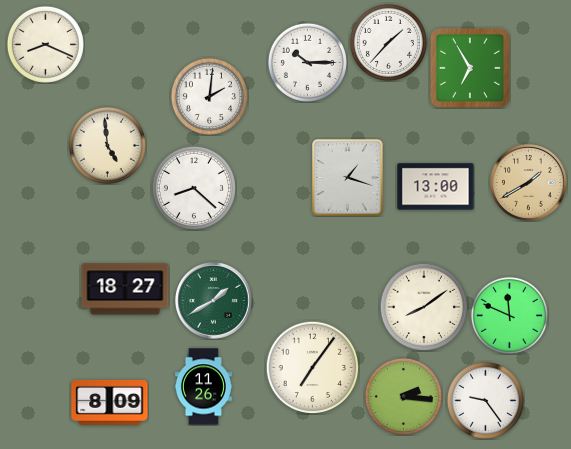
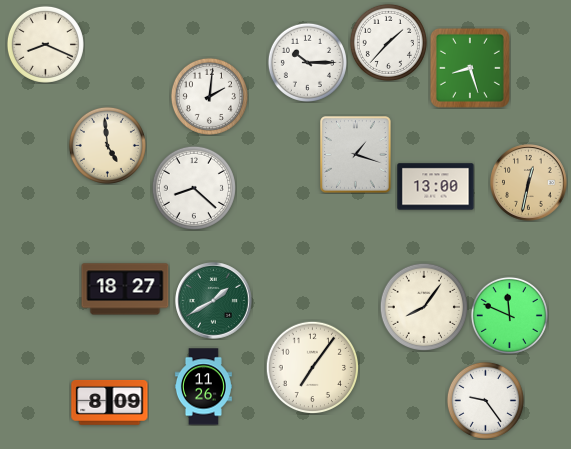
clock at (470, 68): 6:55 -> 8:27
clock at (348, 178) position: (348, 178) -> (356, 155)
clock at (529, 183): 1:40 -> 12:32
clock at (423, 306): 8:09 -> 8:06
clock at (403, 396): 2:16 -> none
